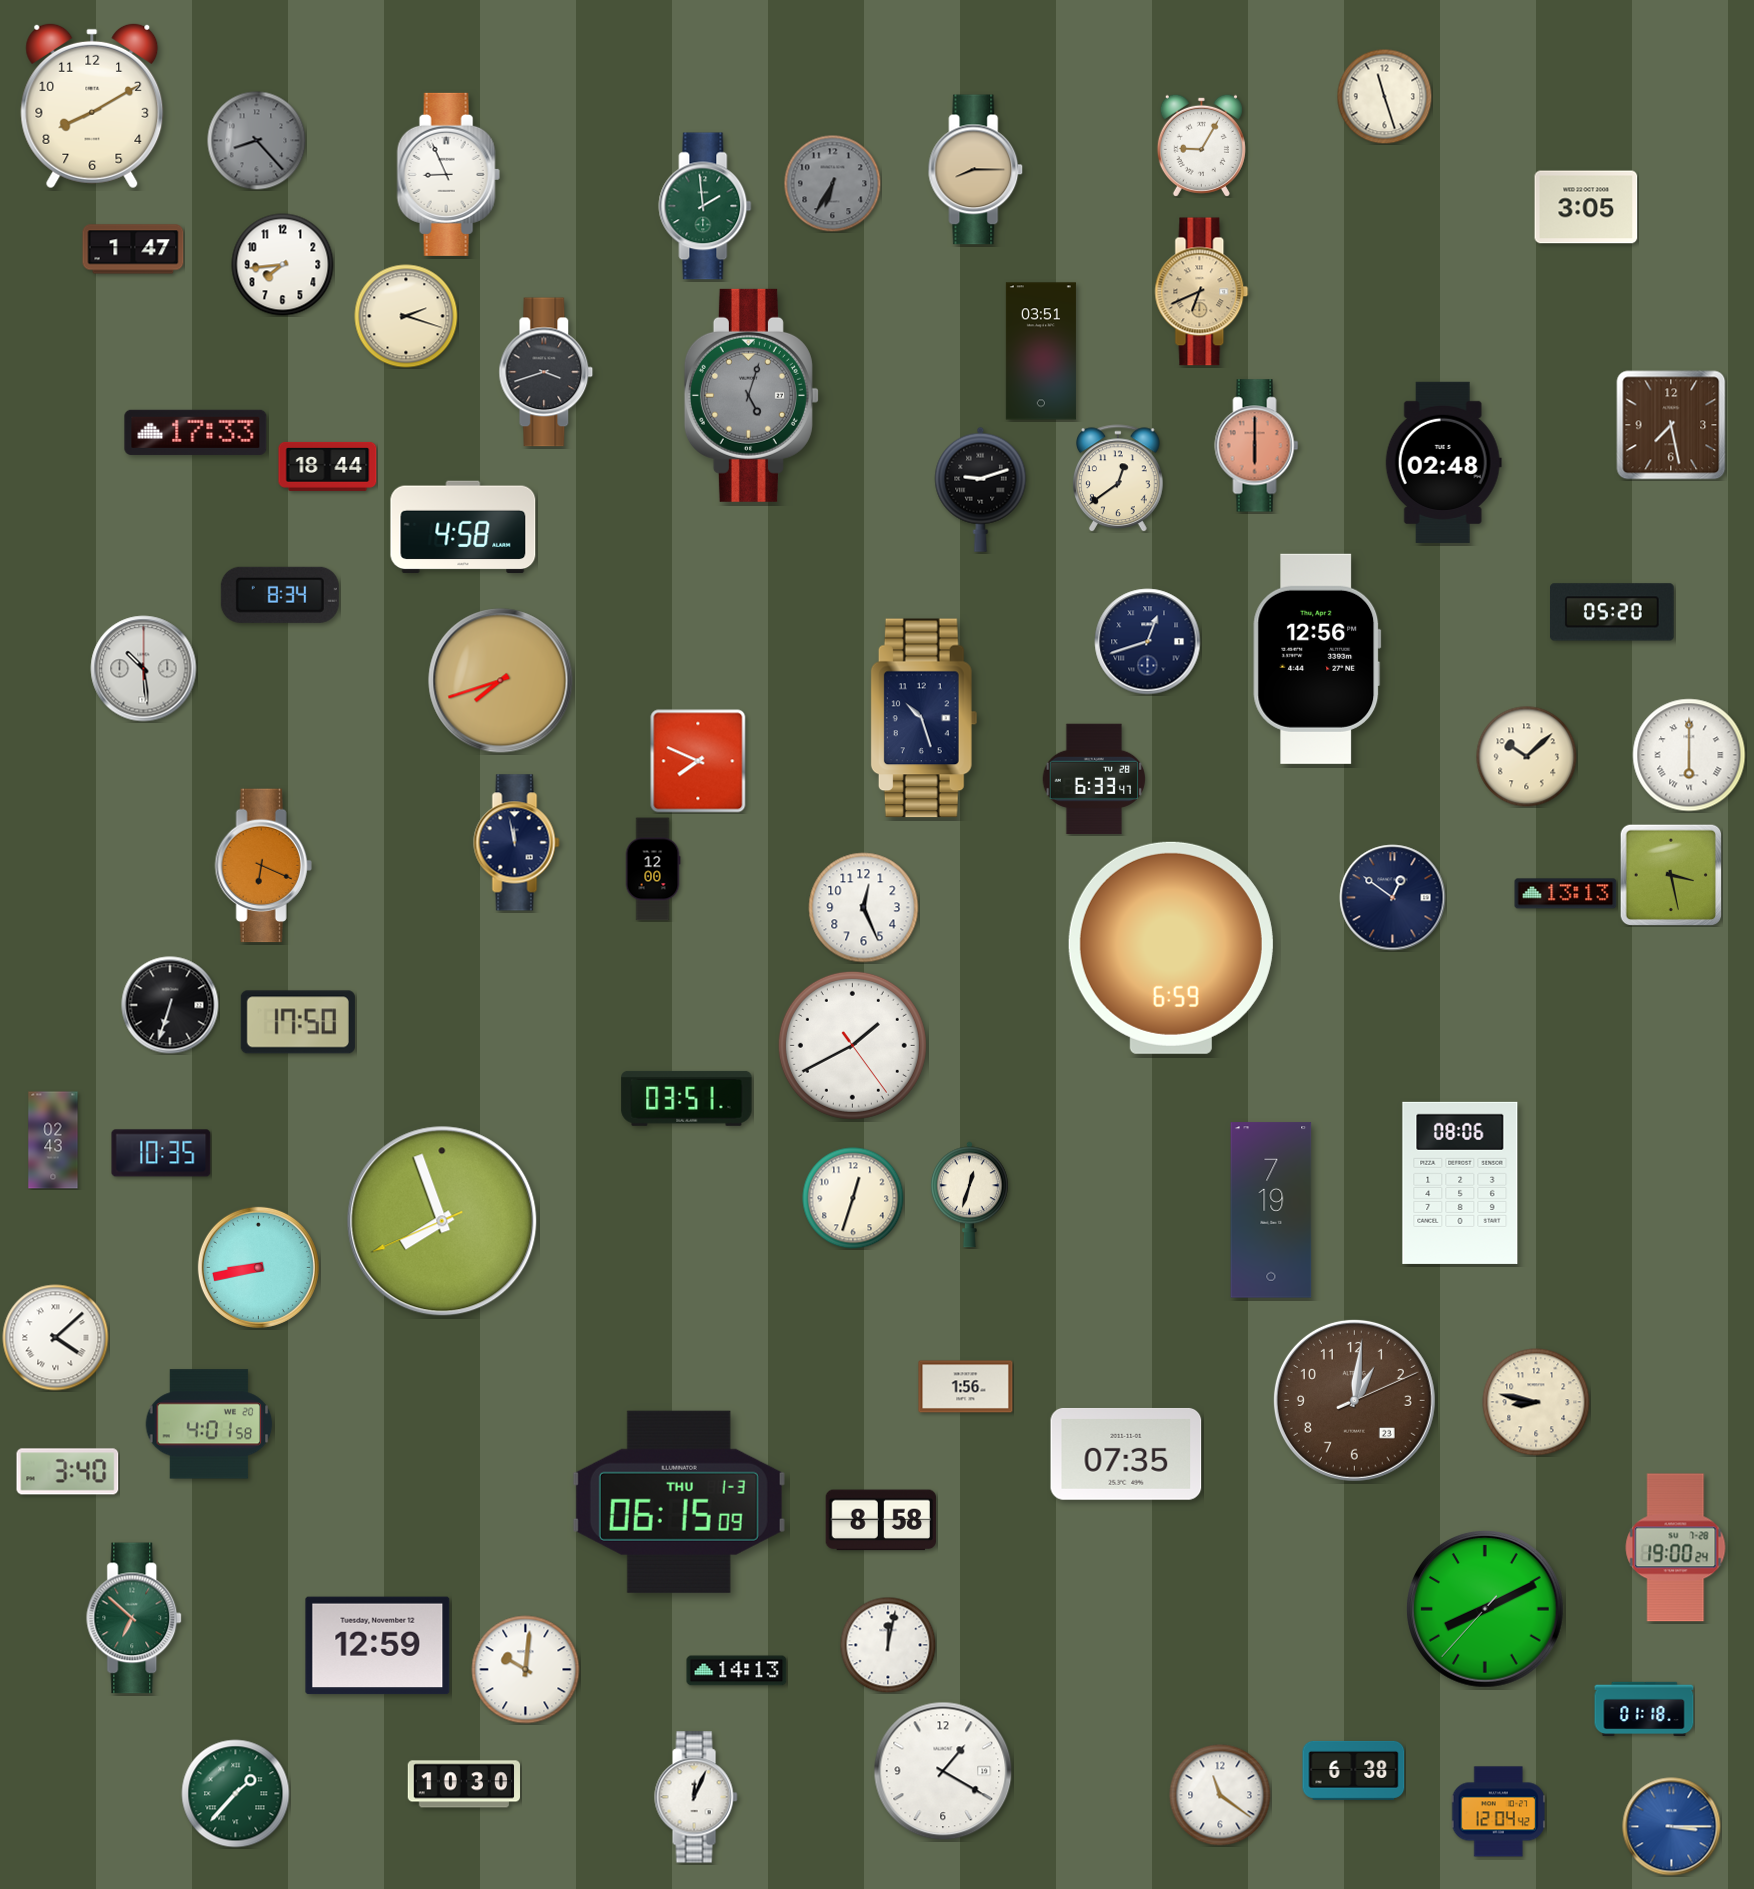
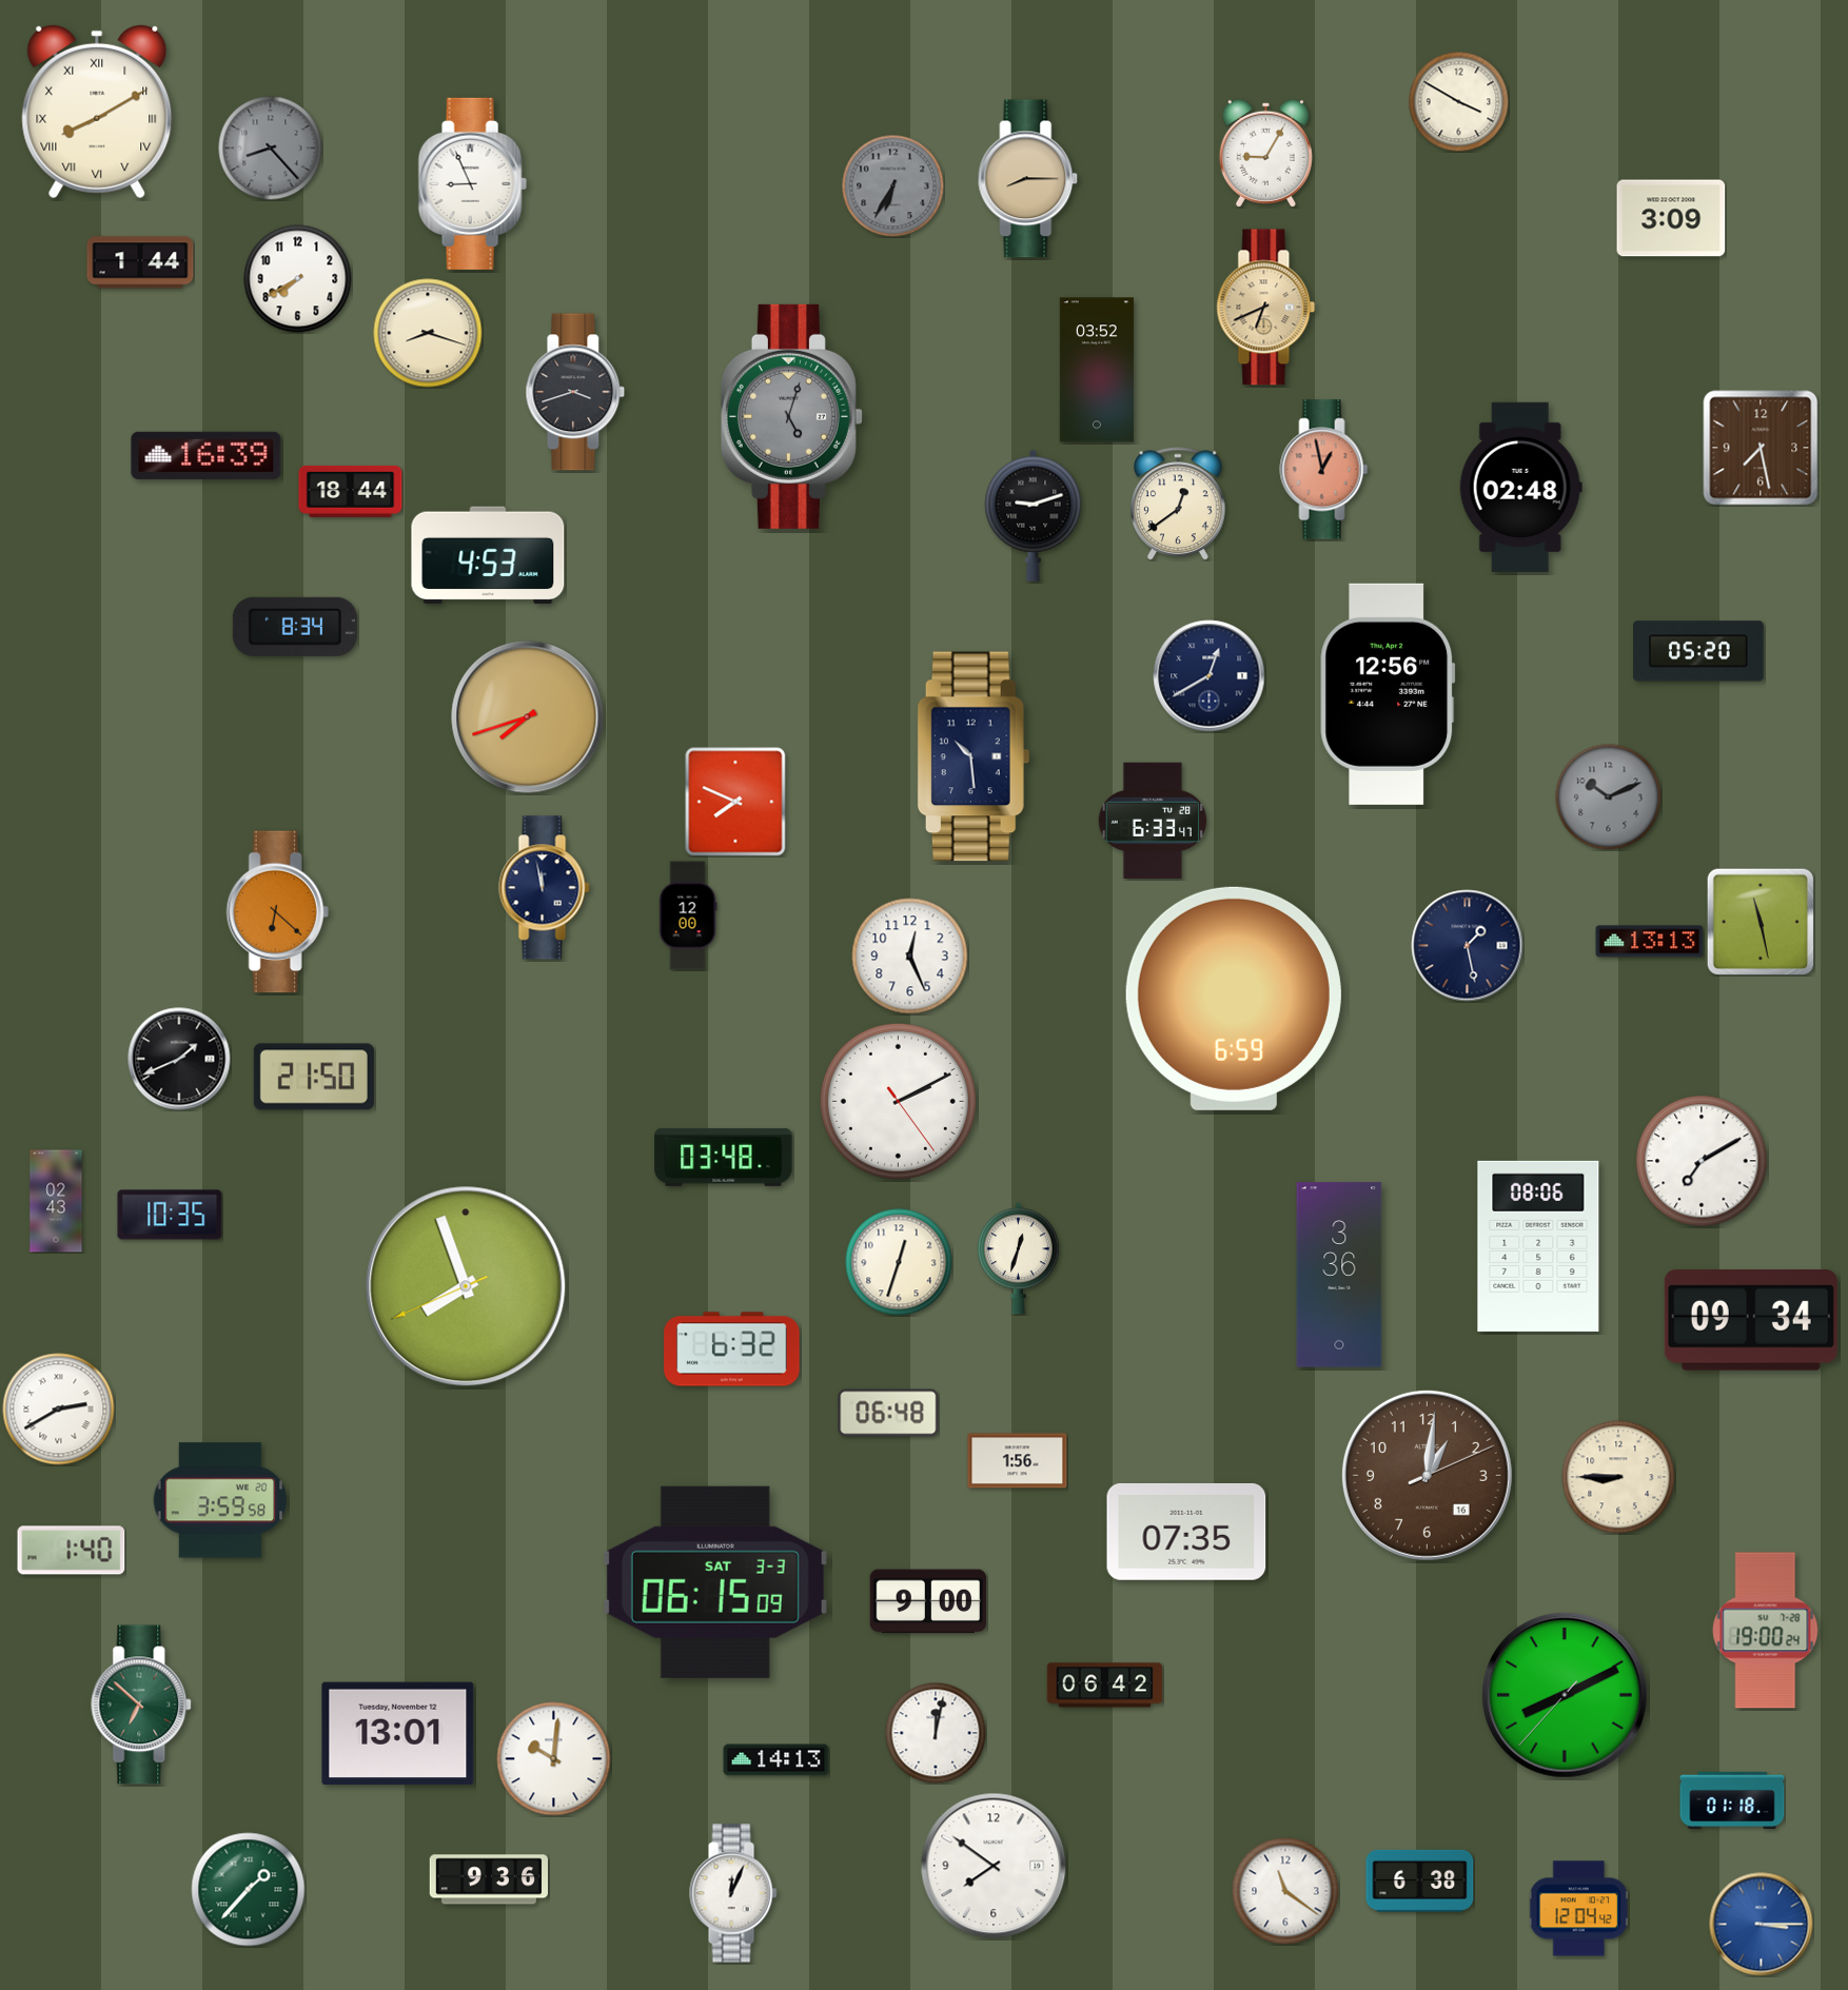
clock at (1384, 96): 11:27 -> 3:50
clock at (92, 106) numerals: Arabic -> Roman
clock at (832, 183) position: (832, 183) -> (892, 185)
clock at (705, 206): 1:59 -> none
clock at (1586, 207): 3:05 -> 3:09
clock at (133, 249): 1:47 -> 1:44
clock at (283, 265): 7:44 -> 7:40
clock at (406, 316): 2:18 -> 8:18
clock at (1041, 351): 03:51 -> 03:52
clock at (196, 432): 17:33 -> 16:39
clock at (1257, 446): 6:00 -> 12:58
clock at (328, 466) position: (328, 466) -> (351, 491)
clock at (463, 527): 4:58 -> 4:53
clock at (1613, 612) position: (1613, 612) -> (1699, 651)
clock at (1148, 642): 12:42 -> 12:40
clock at (144, 669): 10:29 -> none
clock at (924, 718): 10:27 -> 10:29
clock at (1689, 755): 6:00 -> none
clock at (1527, 757): 10:08 -> 10:11
clock at (1527, 757) dial: cream -> grey
clock at (263, 866): 6:19 -> 6:22
clock at (1671, 875): 3:28 -> 11:28
clock at (1393, 898): 12:51 -> 1:28
clock at (170, 1005): 6:33 -> 1:41
clock at (298, 1022): 17:50 -> 21:50
clock at (852, 1045): 1:40 -> 2:10
clock at (687, 1098): 03:51 -> 03:48
clock at (1702, 1161): none -> 7:10
clock at (970, 1195) position: (970, 1195) -> (1019, 1259)
clock at (1271, 1210): 7:19 -> 3:36
clock at (1751, 1321): none -> 09:34
clock at (258, 1267): 8:43 -> none
clock at (732, 1349): none -> 6:32
clock at (56, 1338): 4:08 -> 2:40
clock at (888, 1413): none -> 06:48
clock at (1354, 1400) date: 23 -> 16
clock at (1536, 1402): 8:47 -> 8:45
clock at (209, 1424): 4:01 -> 3:59
clock at (68, 1472): 3:40 -> 1:40
clock at (679, 1502) date: THU 1-3 -> SAT 3-3
clock at (880, 1520): 8:58 -> 9:00
clock at (1105, 1686): none -> 06:42
clock at (378, 1646): 12:59 -> 13:01
clock at (1354, 1770) position: (1354, 1770) -> (1420, 1880)
clock at (943, 1771): 1:20 -> 7:51
clock at (463, 1784): 10:30 -> 9:36
